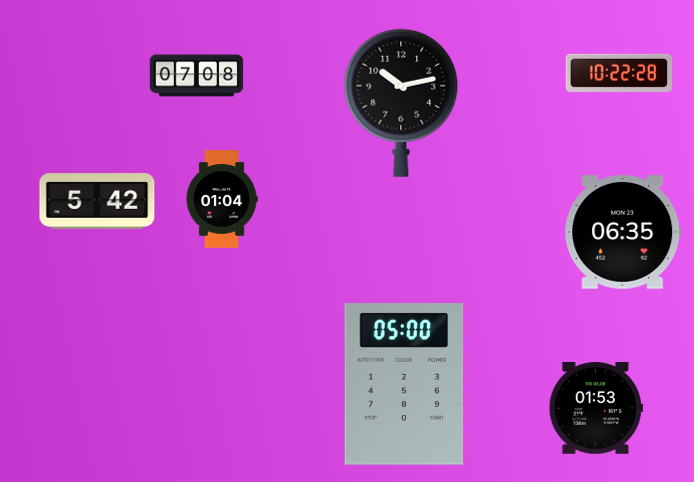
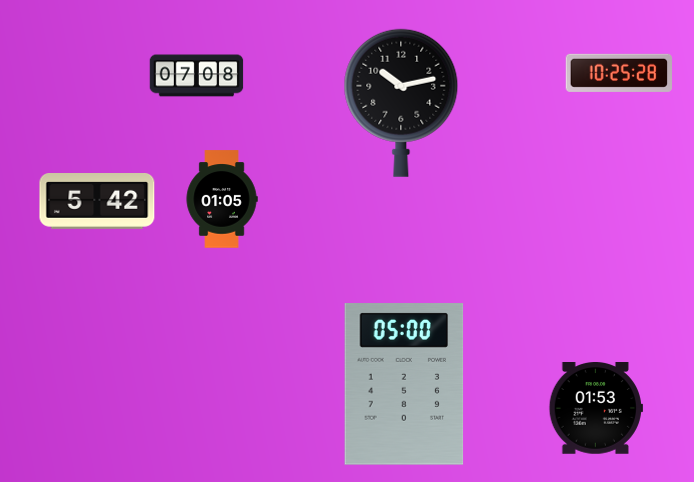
clock at (619, 73): 10:22 -> 10:25
clock at (222, 199): 01:04 -> 01:05
clock at (623, 232): 06:35 -> none
